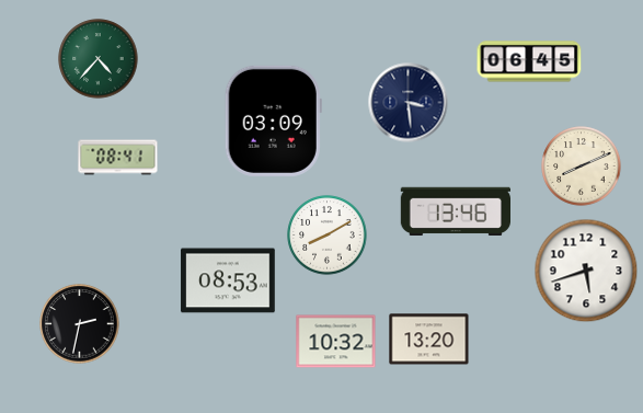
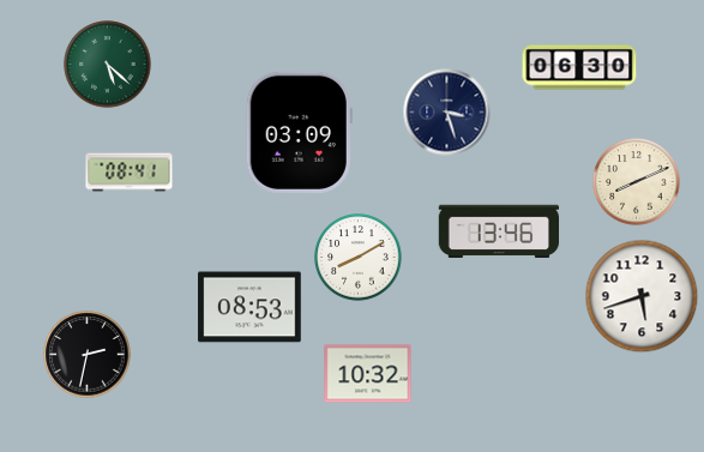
clock at (99, 59): 4:37 -> 5:22
clock at (529, 61): 06:45 -> 06:30
clock at (409, 103): 3:29 -> 3:27
clock at (429, 340): 13:20 -> none
